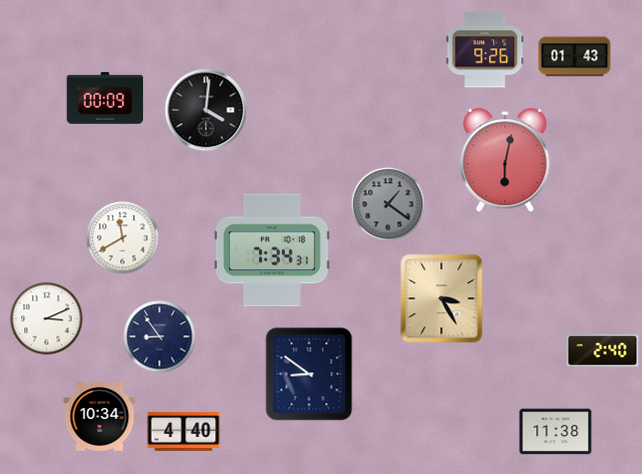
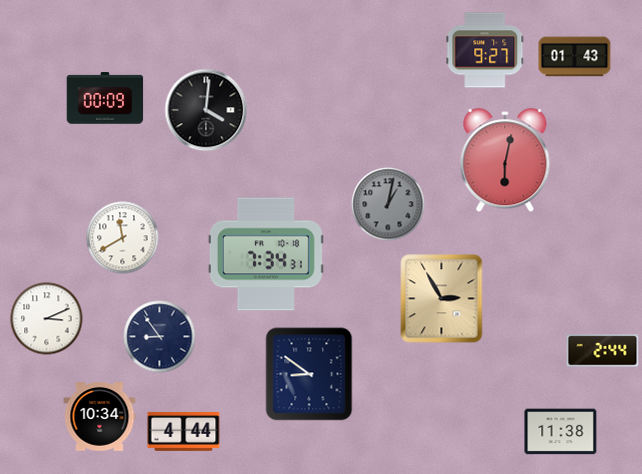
clock at (485, 50): 9:26 -> 9:27
clock at (388, 204): 1:21 -> 1:02
clock at (272, 250) position: (272, 250) -> (266, 254)
clock at (442, 299): 3:25 -> 2:55
clock at (603, 351): 2:40 -> 2:44
clock at (184, 432): 4:40 -> 4:44
clock at (556, 432) position: (556, 432) -> (561, 432)
